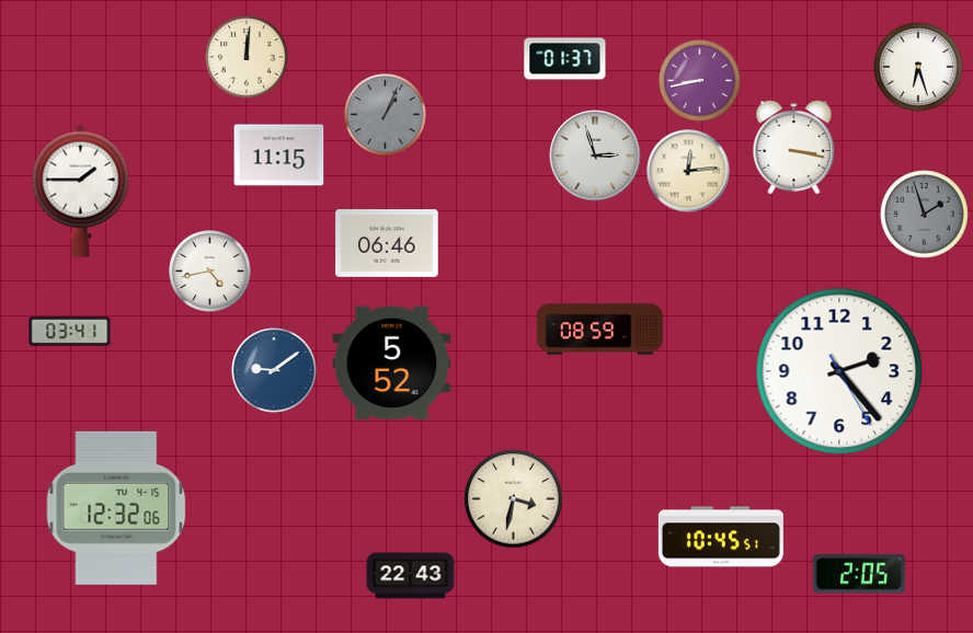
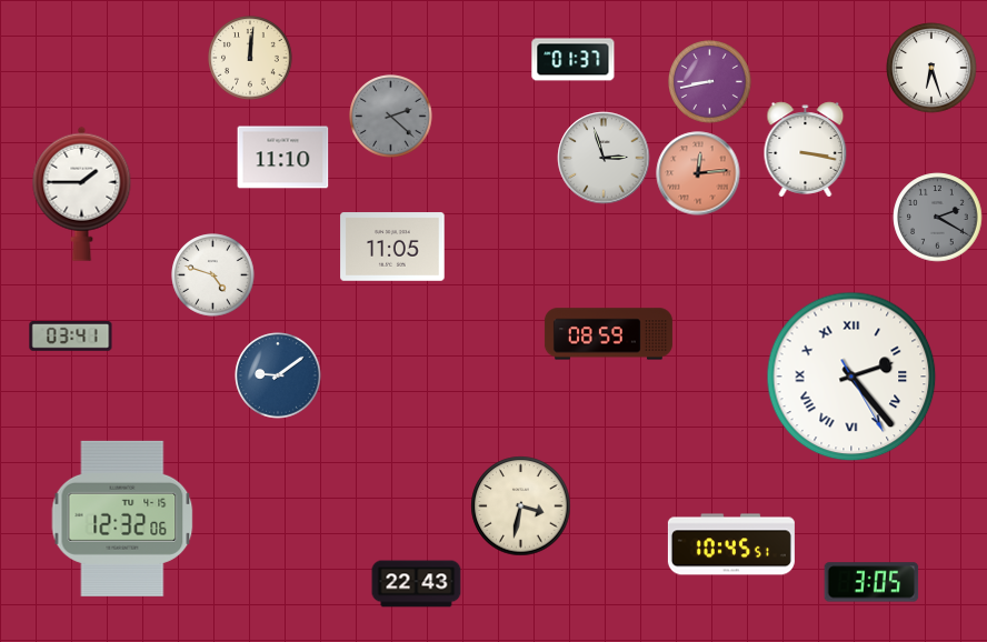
clock at (386, 115): 1:04 -> 2:22
clock at (279, 156): 11:15 -> 11:10
clock at (688, 171) dial: cream -> salmon
clock at (925, 215): 1:57 -> 2:20
clock at (387, 243): 06:46 -> 11:05
clock at (210, 272): 4:43 -> 4:48
clock at (392, 364): 5:52 -> none
clock at (839, 371) numerals: Arabic -> Roman
clock at (116, 508) position: (116, 508) -> (122, 519)
clock at (859, 574): 2:05 -> 3:05
